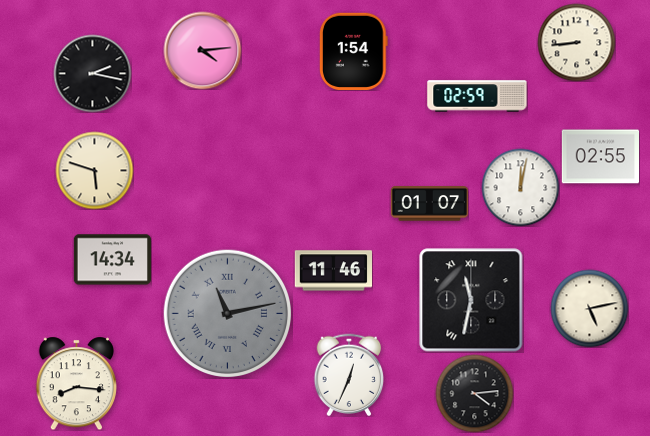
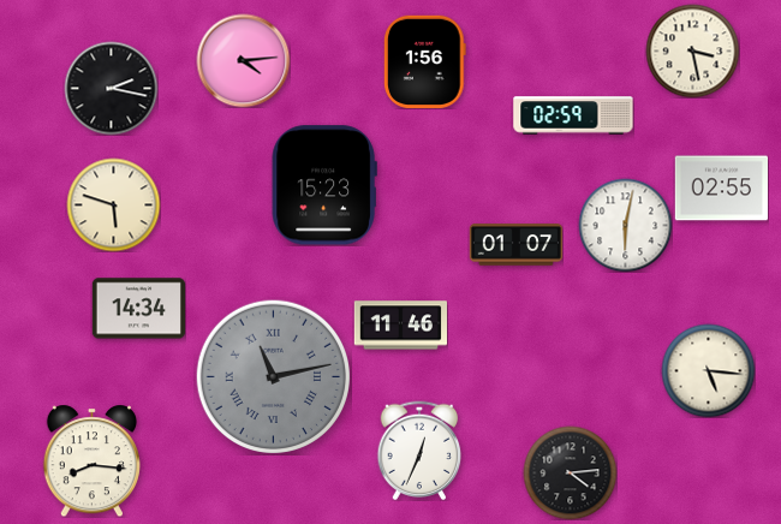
clock at (576, 42): 8:44 -> 3:28
clock at (354, 51): 1:54 -> 1:56
clock at (324, 185): none -> 15:23
clock at (520, 187): 12:02 -> 6:02
clock at (112, 260) position: (112, 260) -> (138, 309)
clock at (471, 300): 11:32 -> none
clock at (589, 308): 5:13 -> 5:16
